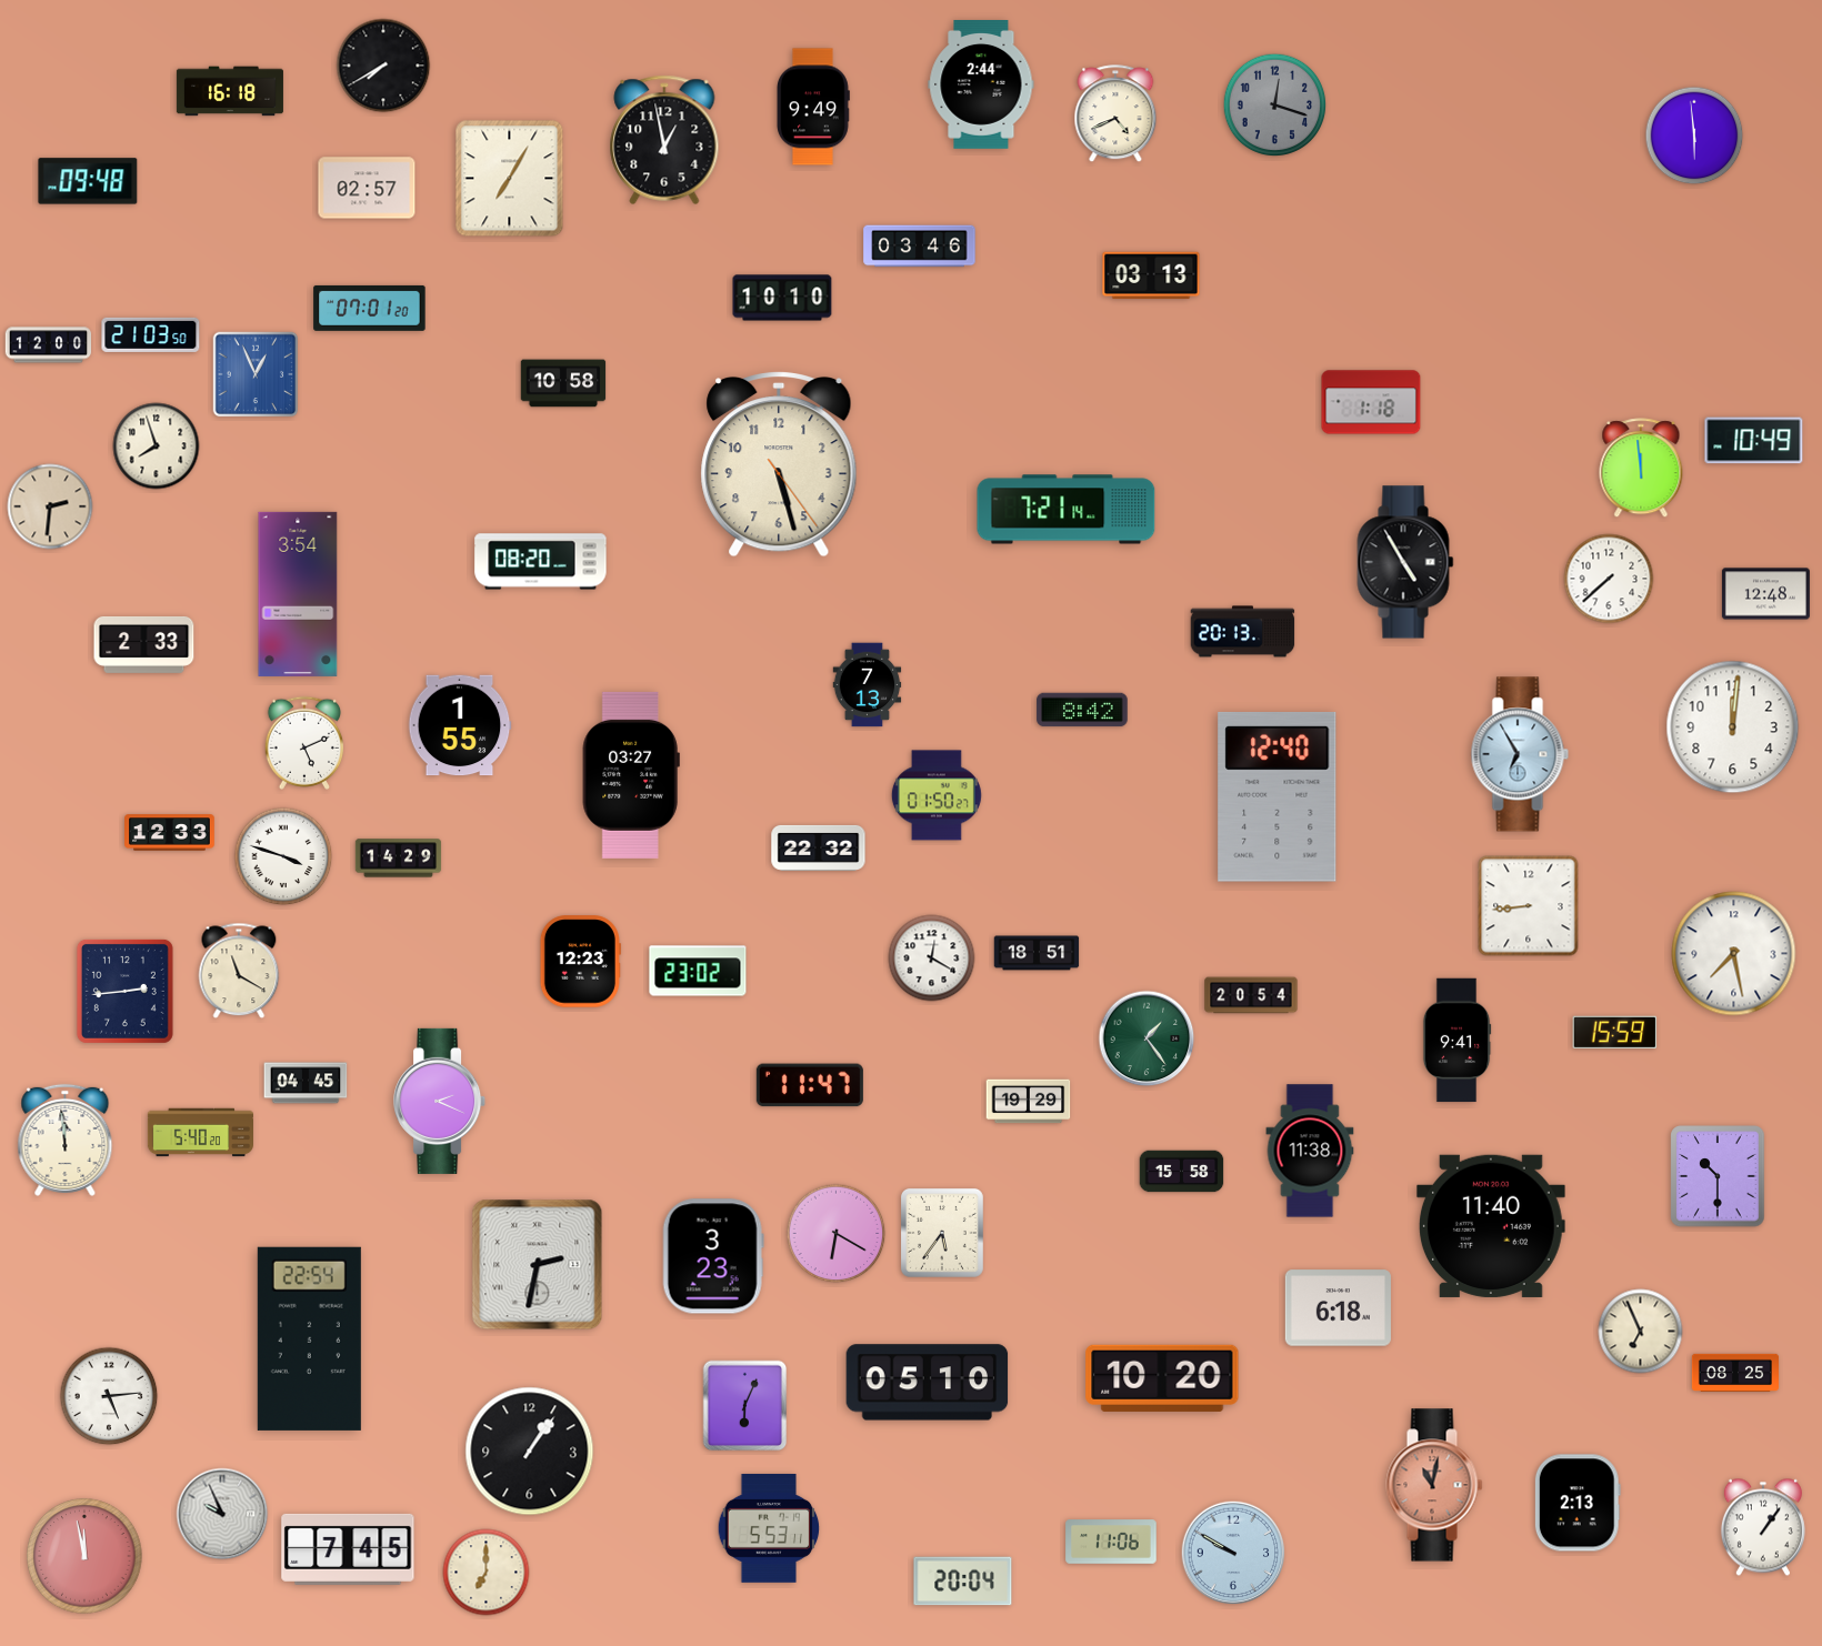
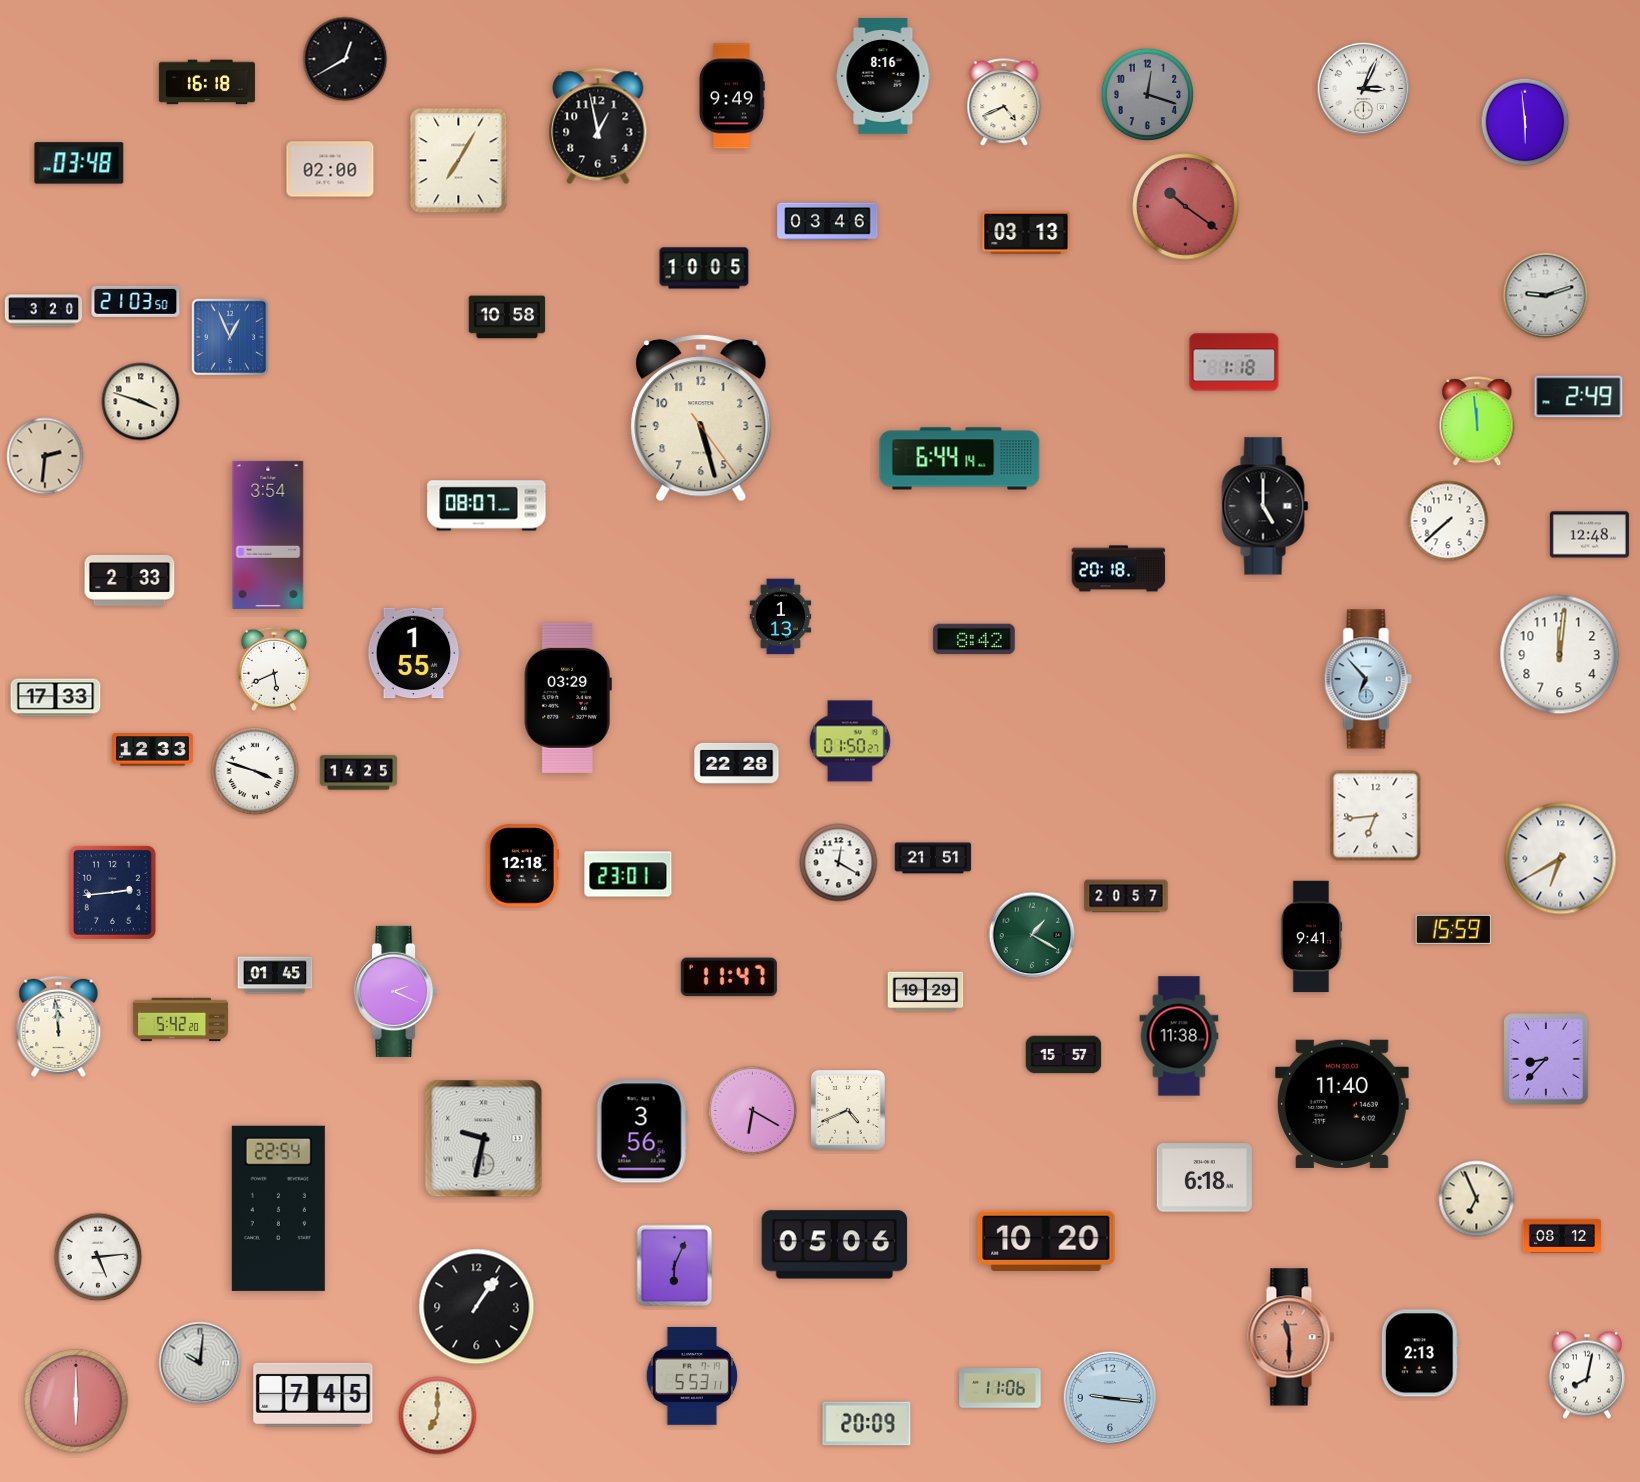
clock at (383, 66): 7:40 -> 12:40
clock at (981, 86): 2:44 -> 8:16
clock at (1364, 89): none -> 3:04
clock at (88, 181): 09:48 -> 03:48
clock at (367, 188): 02:57 -> 02:00
clock at (1186, 207): none -> 10:21
clock at (1151, 275) position: (1151, 275) -> (1026, 233)
clock at (782, 298): 10:10 -> 10:05
clock at (370, 308): 07:01 -> none
clock at (1546, 296): none -> 9:12
clock at (49, 345): 12:00 -> 3:20
clock at (563, 383) position: (563, 383) -> (507, 317)
clock at (1754, 441): 10:49 -> 2:49
clock at (157, 446): 7:57 -> 3:48
clock at (1067, 510): 7:21 -> 6:44
clock at (541, 562): 08:20 -> 08:07
clock at (1405, 562): 4:55 -> 5:00
clock at (1243, 632): 20:13 -> 20:18
clock at (868, 685): 7:13 -> 1:13
clock at (303, 743): 5:11 -> 5:41
clock at (1520, 754): 6:55 -> 6:53
clock at (56, 698): none -> 17:33
clock at (631, 775): 03:27 -> 03:29
clock at (937, 795) position: (937, 795) -> (850, 741)
clock at (1278, 796): 12:40 -> none
clock at (819, 847): 22:32 -> 22:28
clock at (399, 859): 14:29 -> 14:25
clock at (1529, 906): 8:44 -> 6:44
clock at (1037, 953): 18:51 -> 21:51
clock at (1734, 954): 7:28 -> 6:40
clock at (580, 962): 12:23 -> 12:18
clock at (239, 971): 11:20 -> none
clock at (698, 971): 23:02 -> 23:01
clock at (1251, 995): 20:54 -> 20:57
clock at (1147, 1038): 1:24 -> 1:20
clock at (306, 1083): 04:45 -> 01:45
clock at (200, 1133): 5:40 -> 5:42
clock at (1182, 1172): 15:58 -> 15:57
clock at (1718, 1176): 10:30 -> 8:37
clock at (942, 1233): 5:36 -> 4:41
clock at (713, 1256): 3:23 -> 3:56
clock at (538, 1265): 2:32 -> 9:32
clock at (309, 1338) position: (309, 1338) -> (278, 1208)
clock at (1735, 1372): 08:25 -> 08:12
clock at (928, 1383): 05:10 -> 05:06
clock at (745, 1406) position: (745, 1406) -> (675, 1266)
clock at (1434, 1485): 11:02 -> 11:30
clock at (222, 1514): 9:56 -> 10:01
clock at (1763, 1527): 1:06 -> 8:02
clock at (1233, 1553): 9:50 -> 9:16
clock at (84, 1556): 11:58 -> 6:00
clock at (963, 1582): 20:04 -> 20:09
